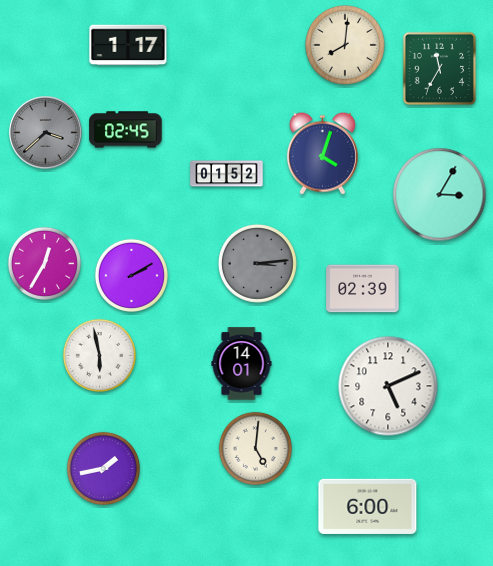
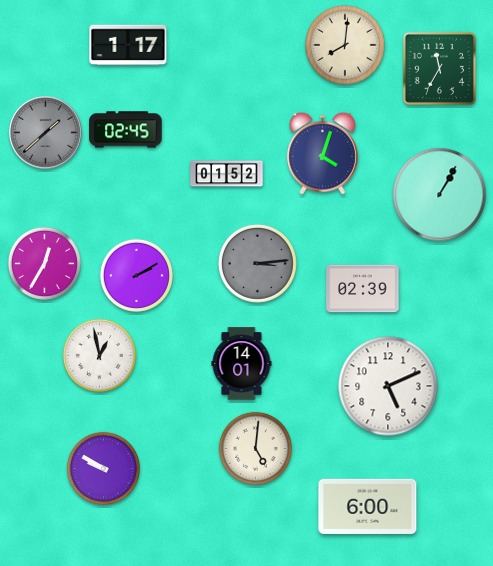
clock at (46, 133): 3:38 -> 1:38
clock at (440, 195): 3:05 -> 1:05
clock at (131, 275) position: (131, 275) -> (136, 275)
clock at (99, 355): 5:58 -> 12:58
clock at (103, 468): 1:43 -> 9:50
